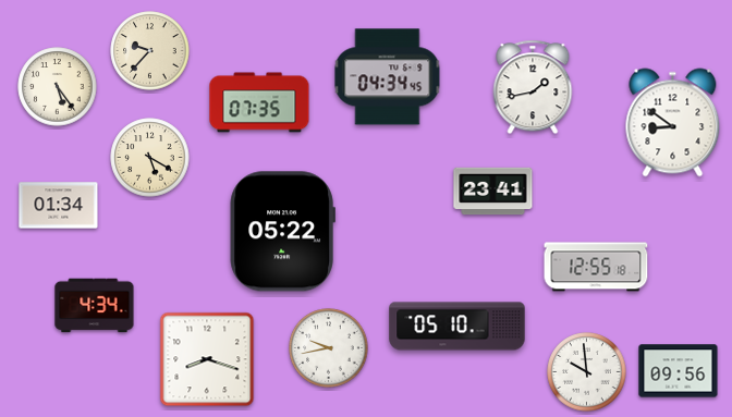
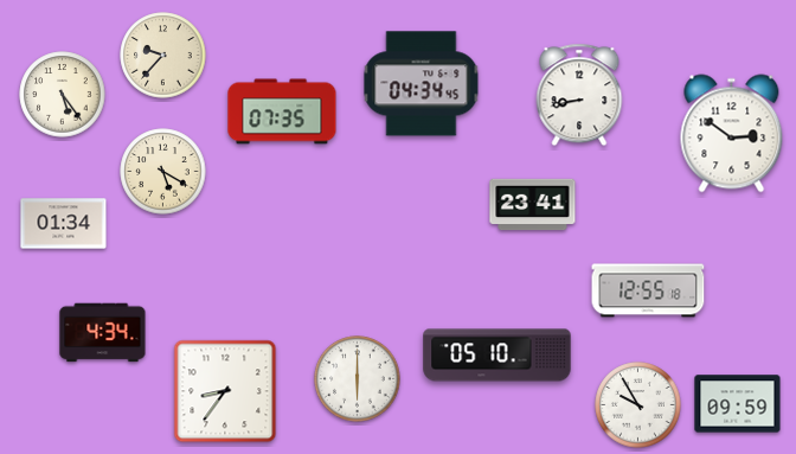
clock at (533, 87): 1:43 -> 8:43
clock at (673, 123): 8:51 -> 2:51
clock at (493, 192) position: (493, 192) -> (533, 205)
clock at (282, 232): 05:22 -> none
clock at (329, 348): 9:43 -> 6:00
clock at (207, 359): 8:18 -> 8:36
clock at (679, 371): 09:56 -> 09:59
clock at (587, 372): 9:59 -> 9:55
